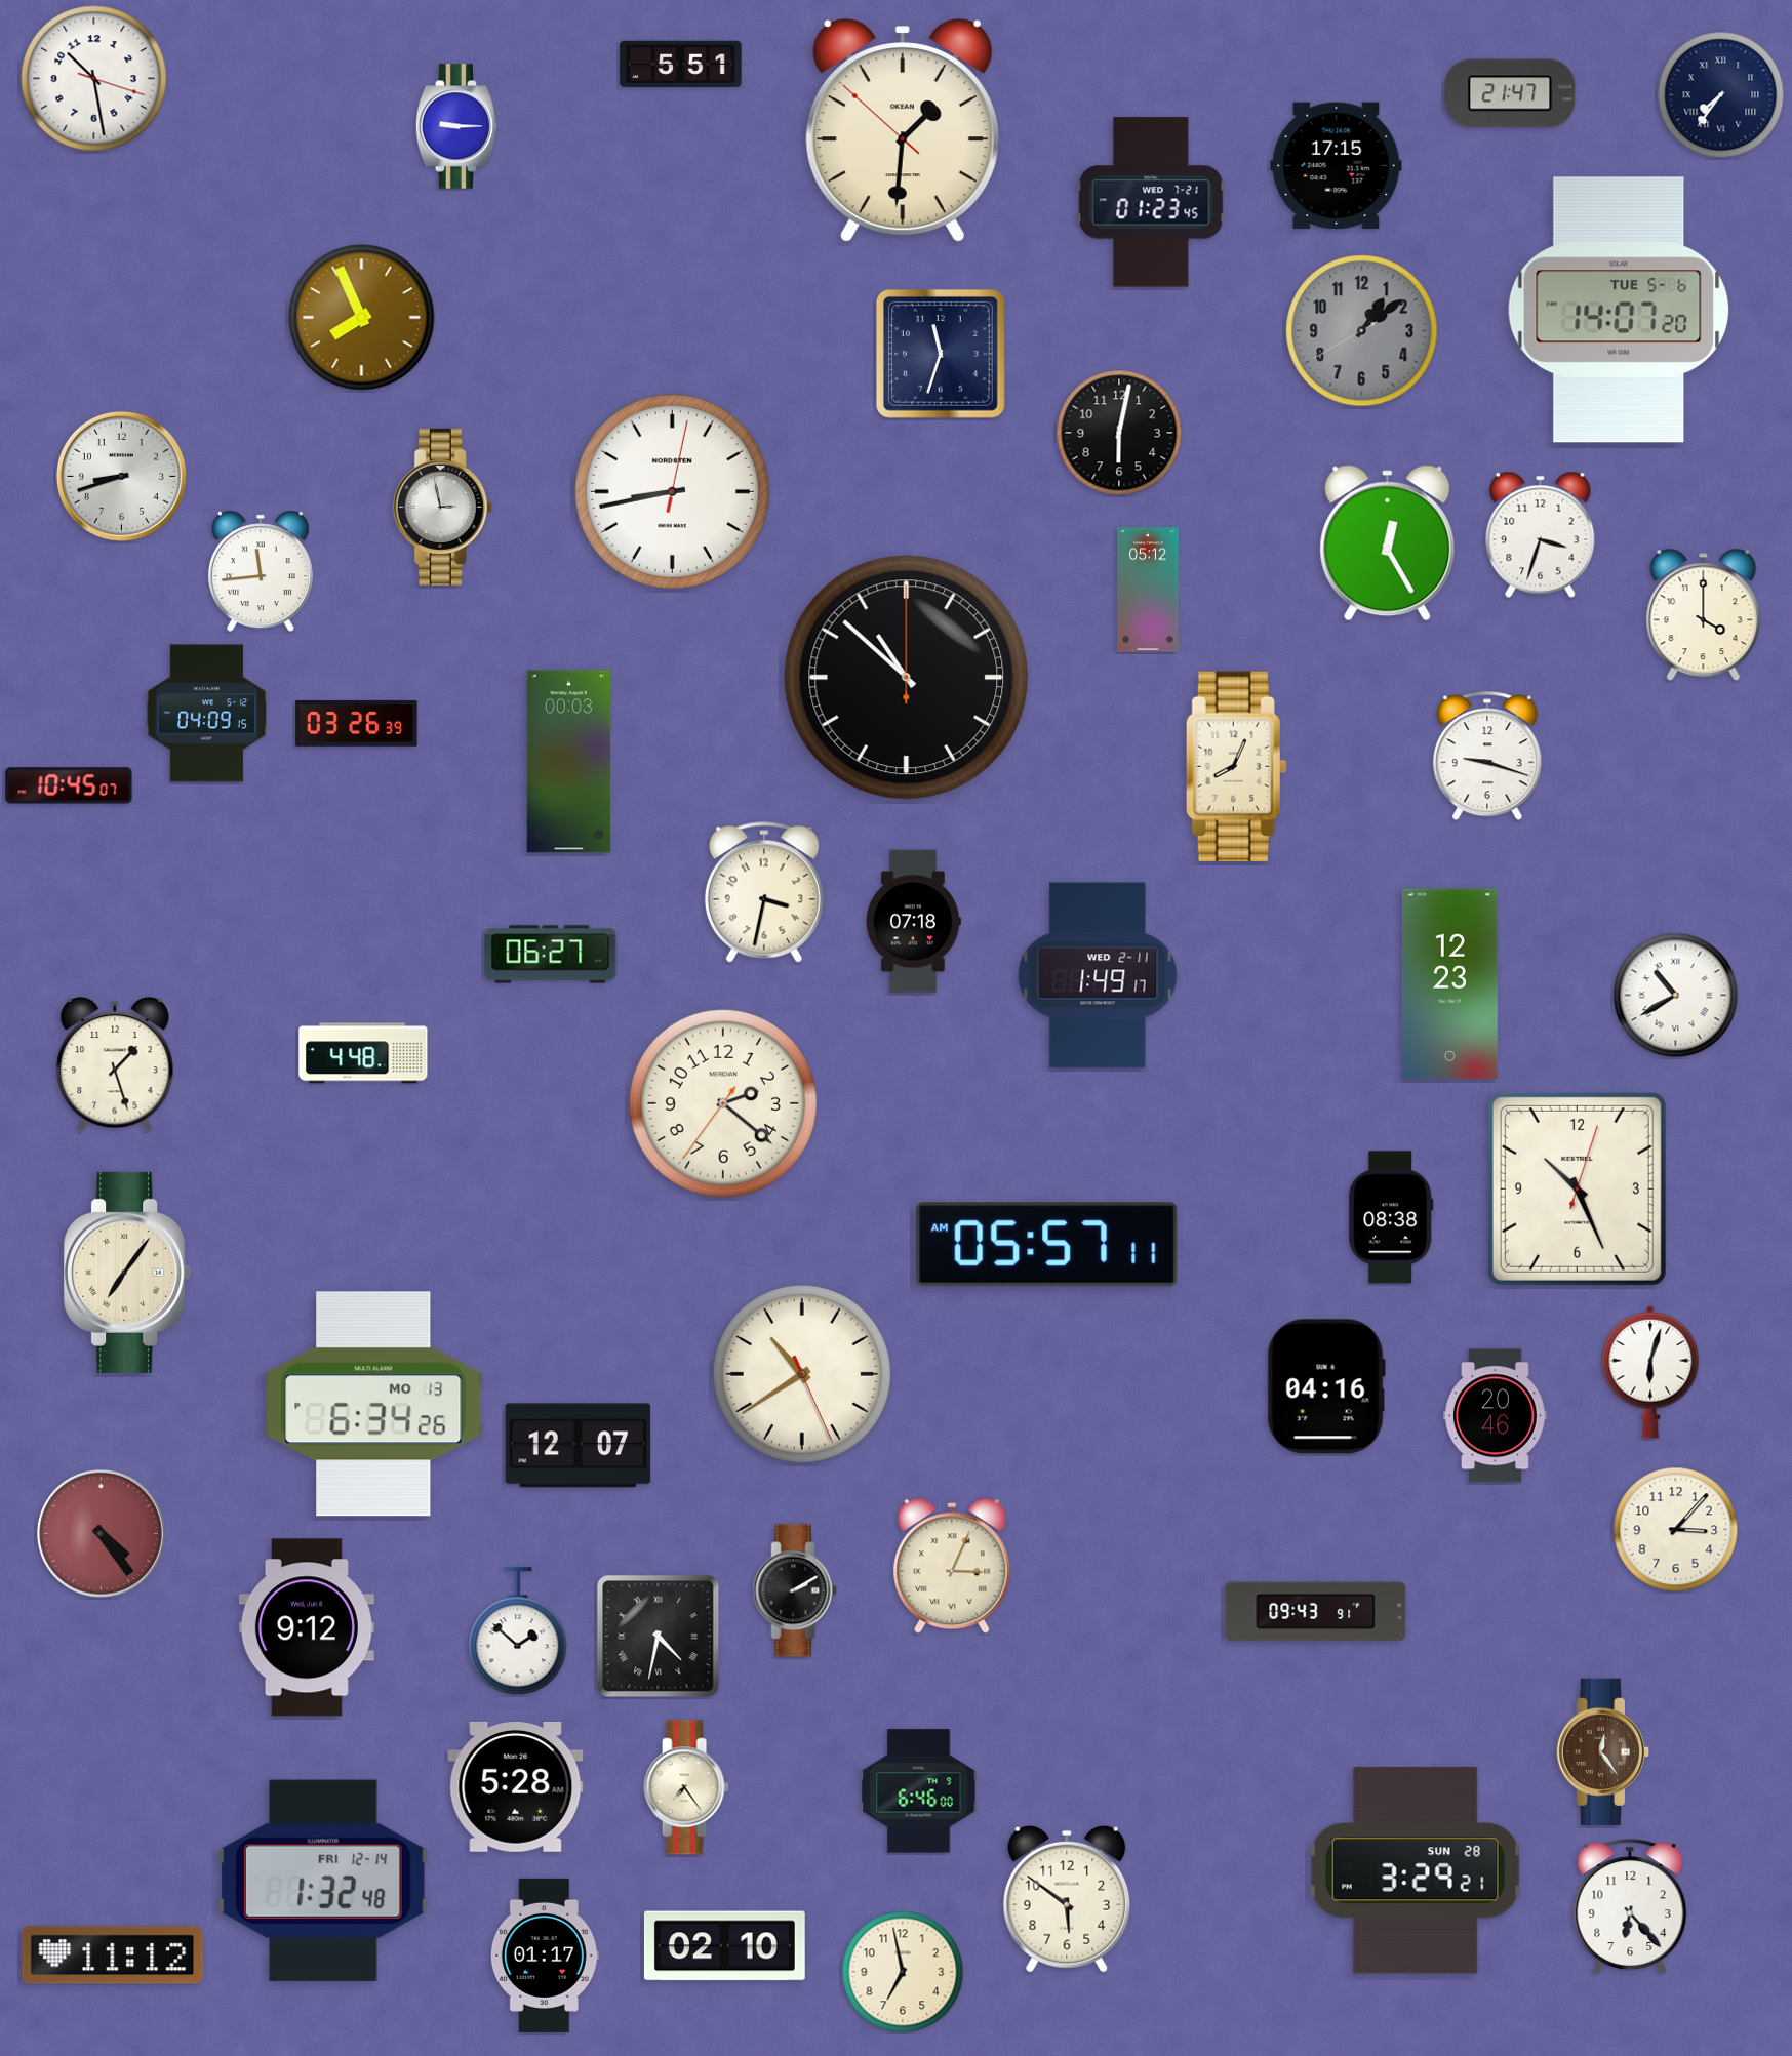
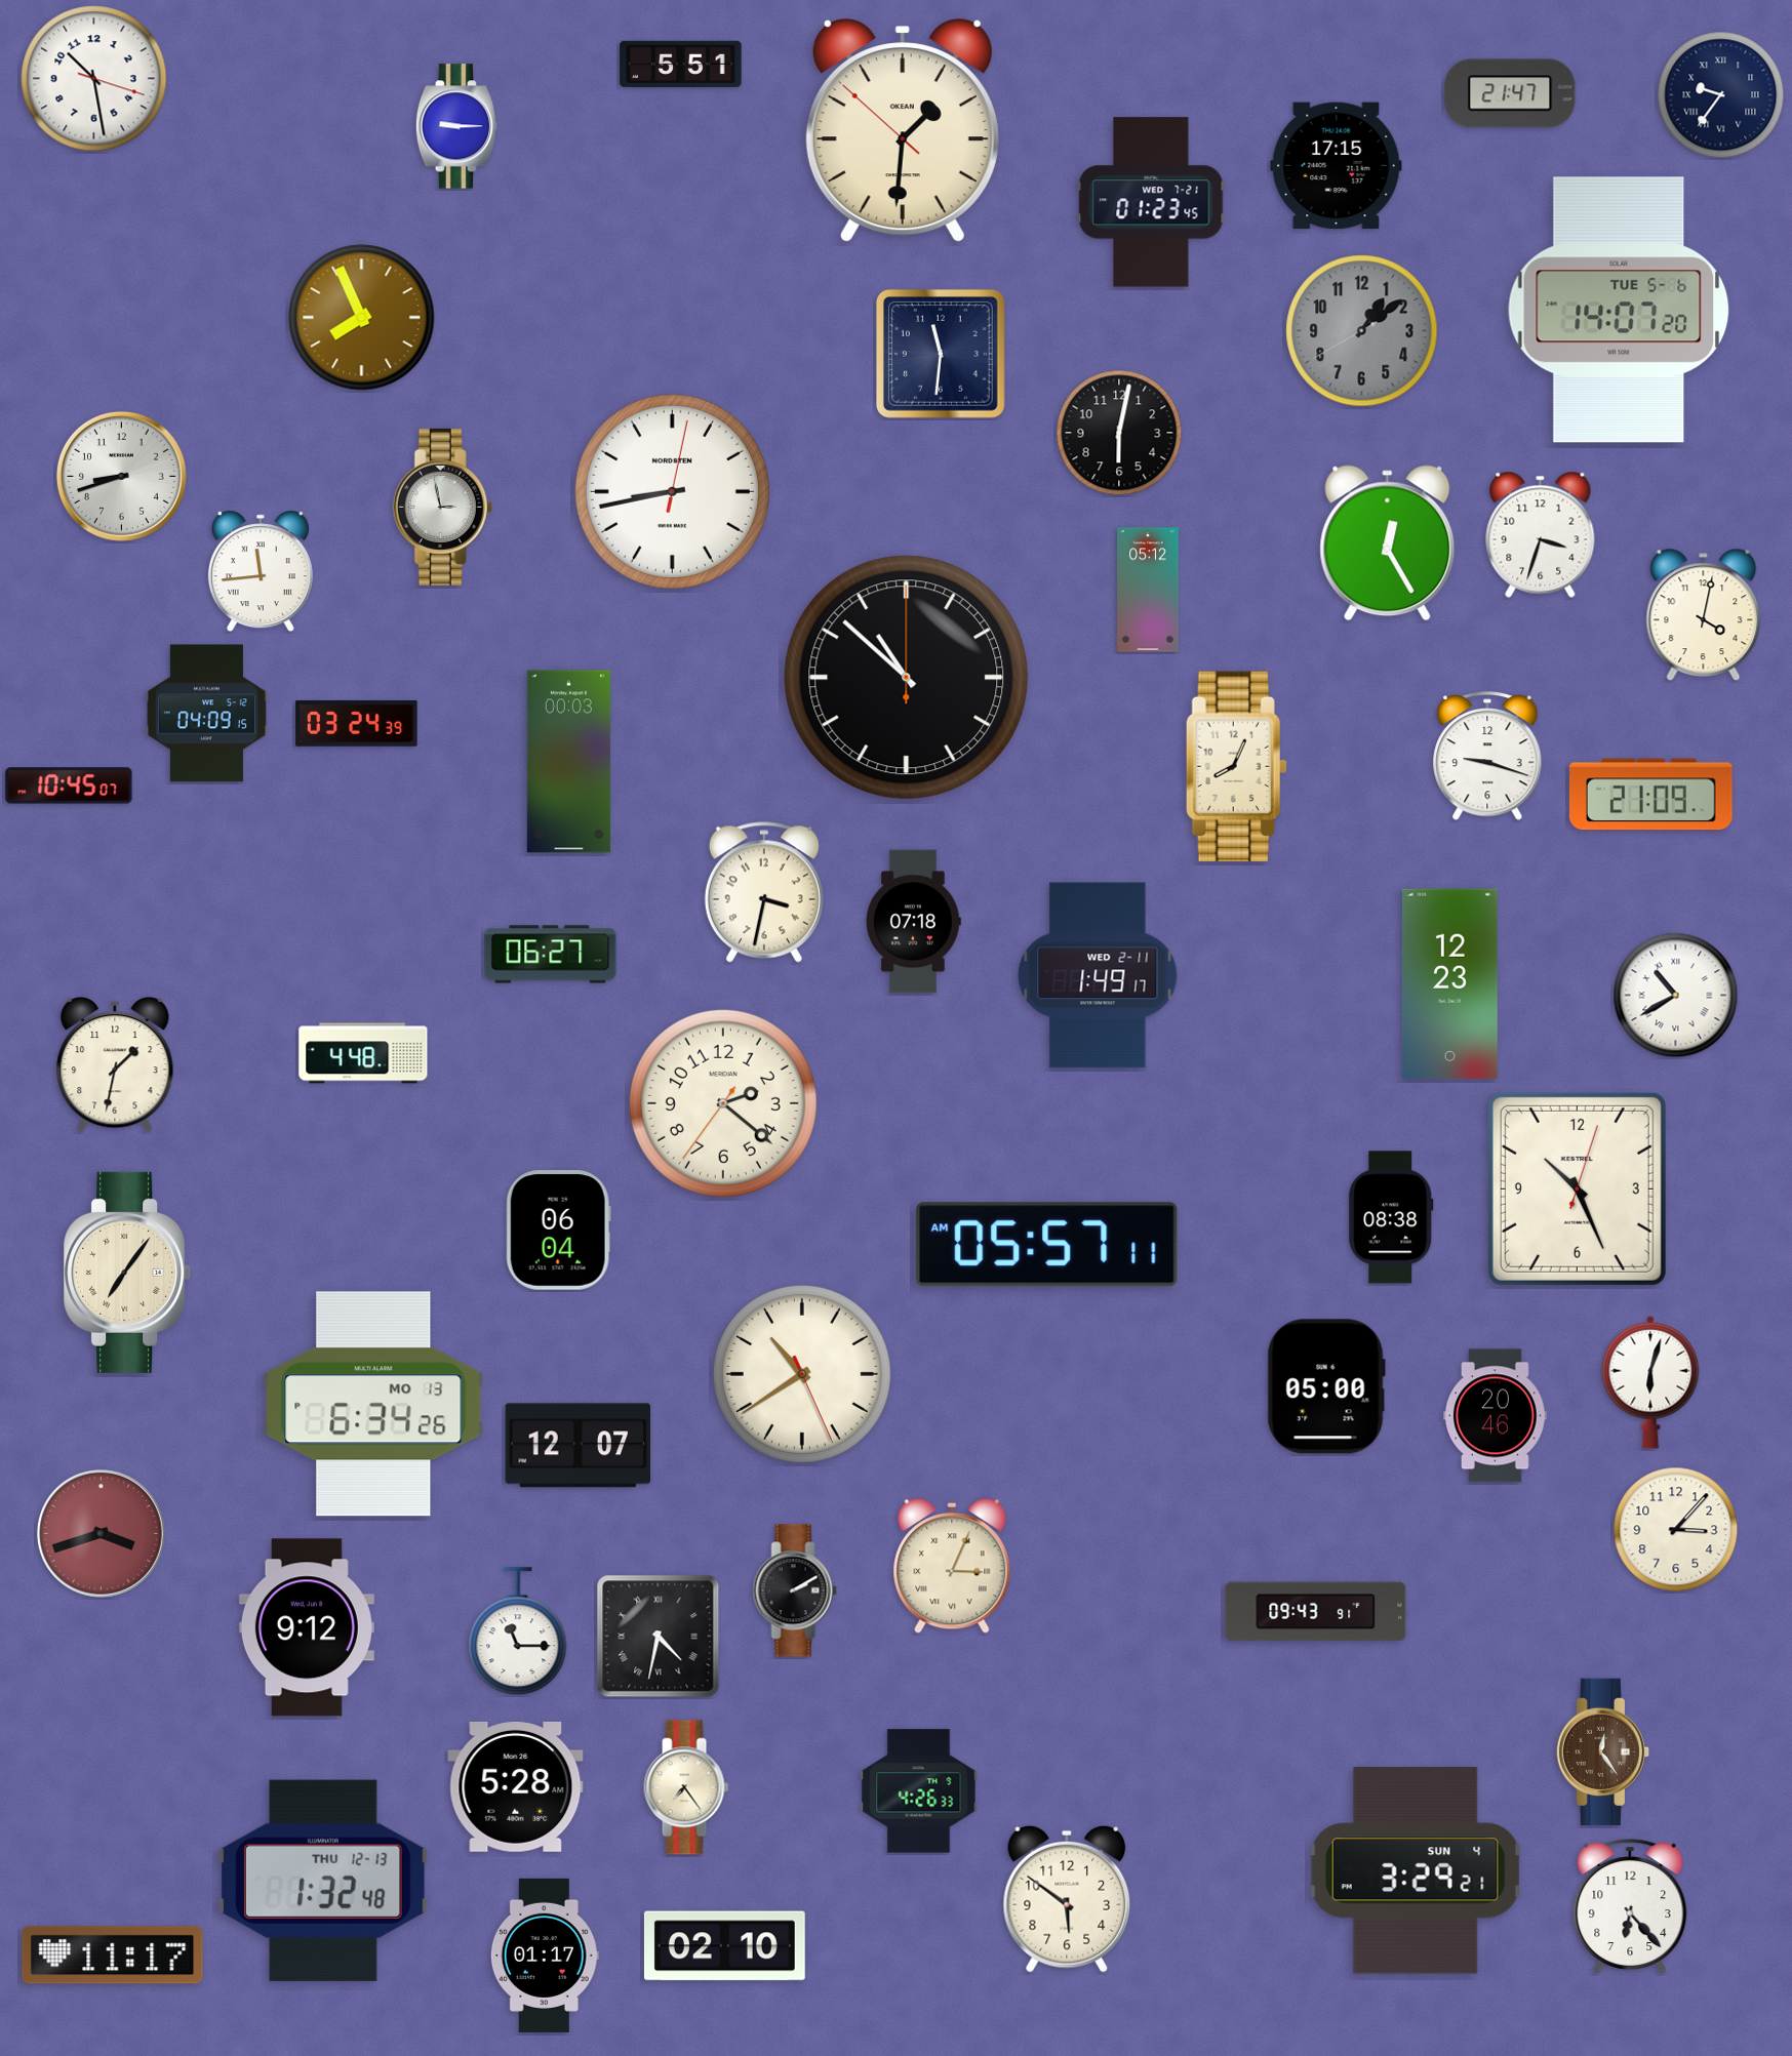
clock at (1721, 95): 7:36 -> 9:36
clock at (941, 354): 11:33 -> 11:31
clock at (1704, 615): 4:00 -> 4:02
clock at (357, 723): 03:26 -> 03:24
clock at (1650, 795): none -> 21:09
clock at (115, 1064): 1:27 -> 1:32
clock at (558, 1231): none -> 06:04
clock at (1650, 1372) position: (1650, 1372) -> (1650, 1382)
clock at (1326, 1386): 04:16 -> 05:00
clock at (101, 1533): 4:24 -> 3:42
clock at (518, 1631): 1:52 -> 11:15
clock at (919, 1791): 6:46 -> 4:26
clock at (1416, 1870) date: SUN 28 -> SUN 4
clock at (323, 1881) date: FRI 12-14 -> THU 12-13
clock at (113, 1956): 11:12 -> 11:17
clock at (903, 1972): 6:58 -> none
